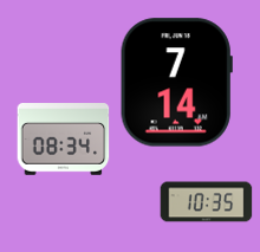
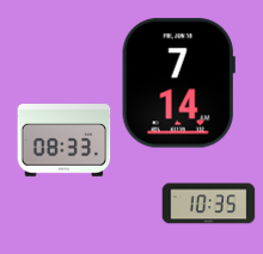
clock at (63, 140): 08:34 -> 08:33
